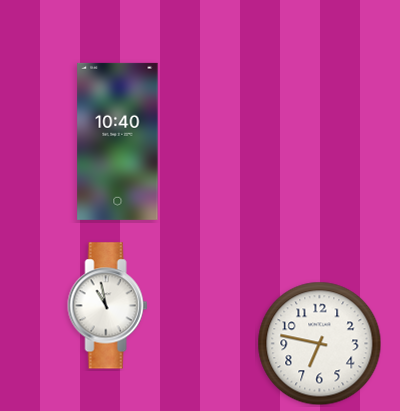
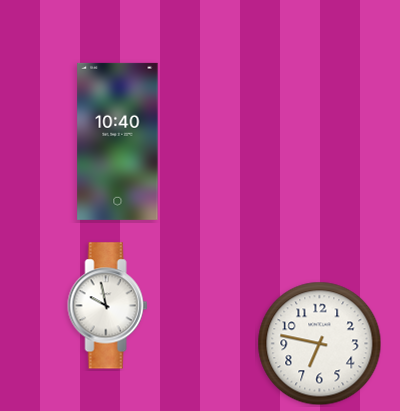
clock at (108, 306): 10:58 -> 9:58
